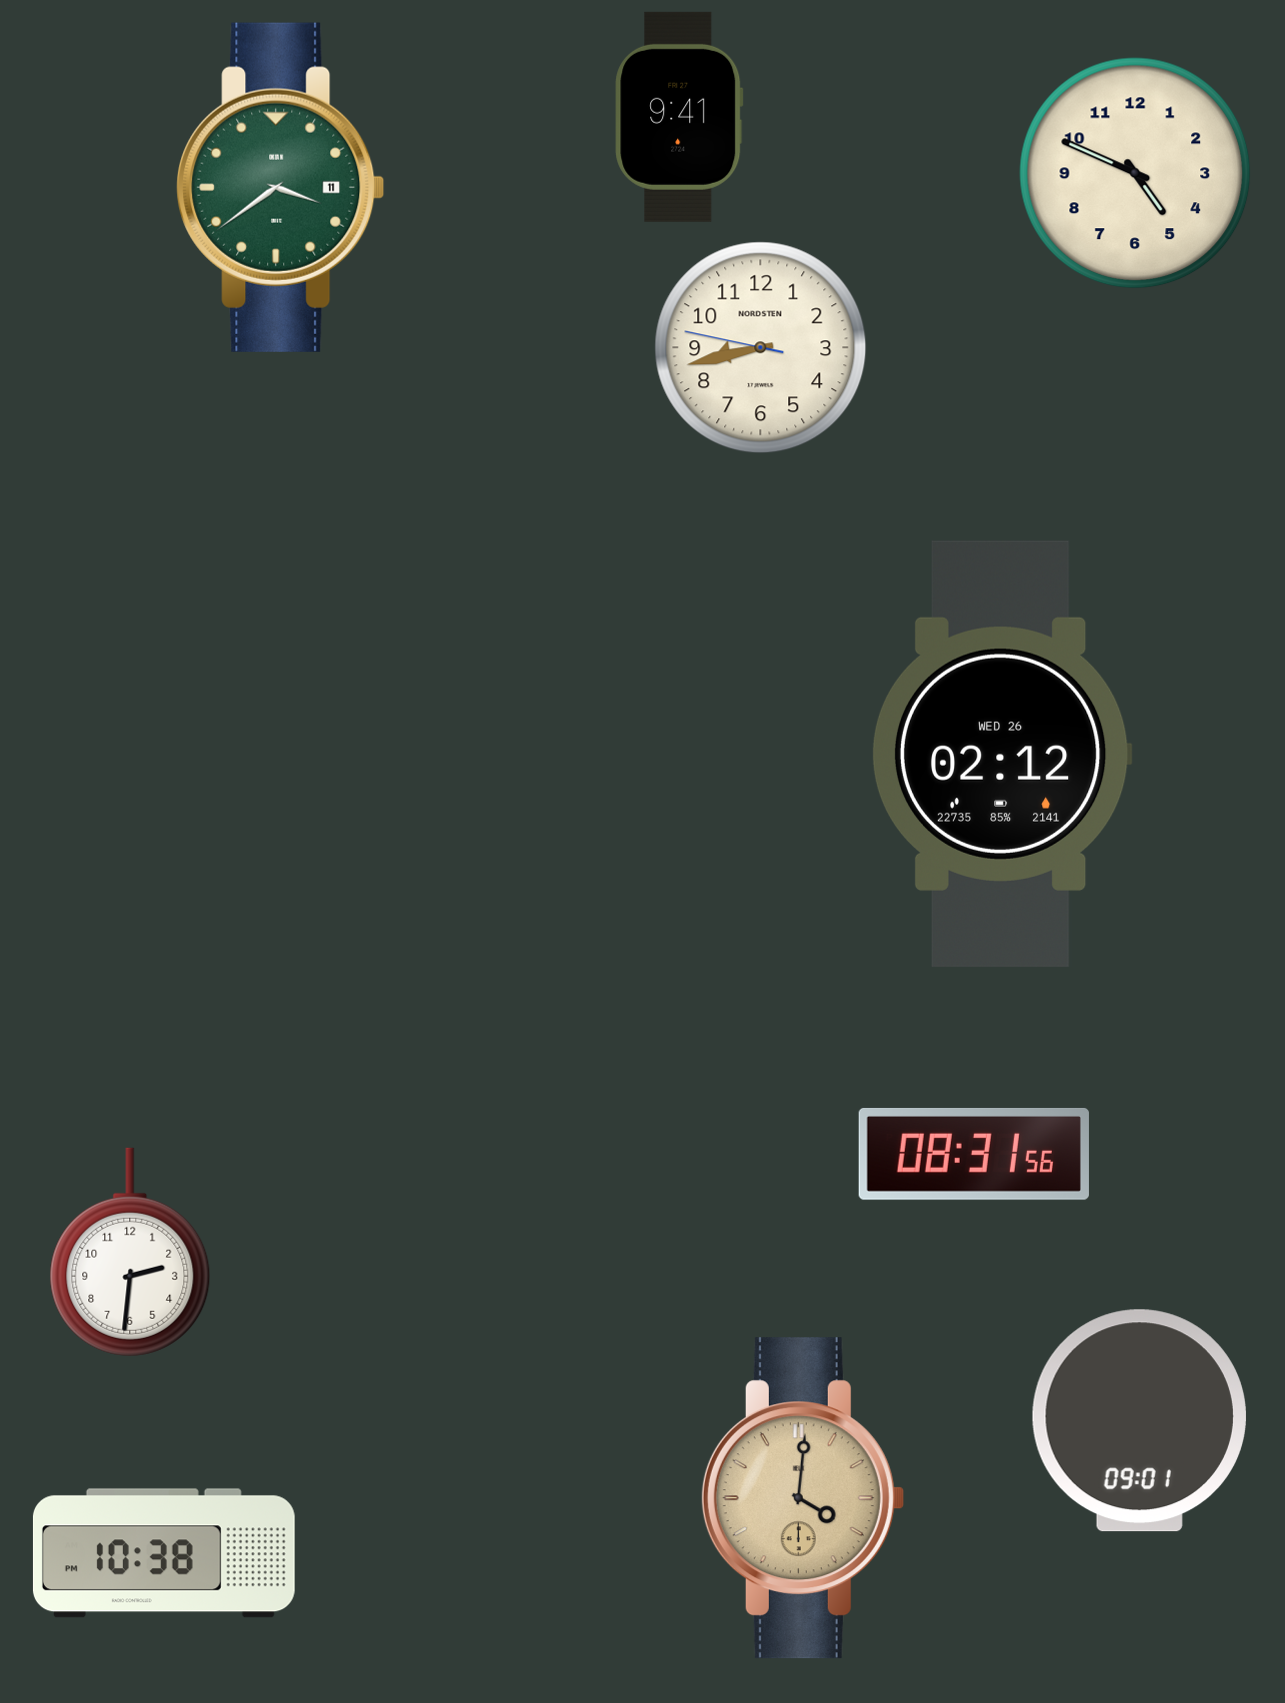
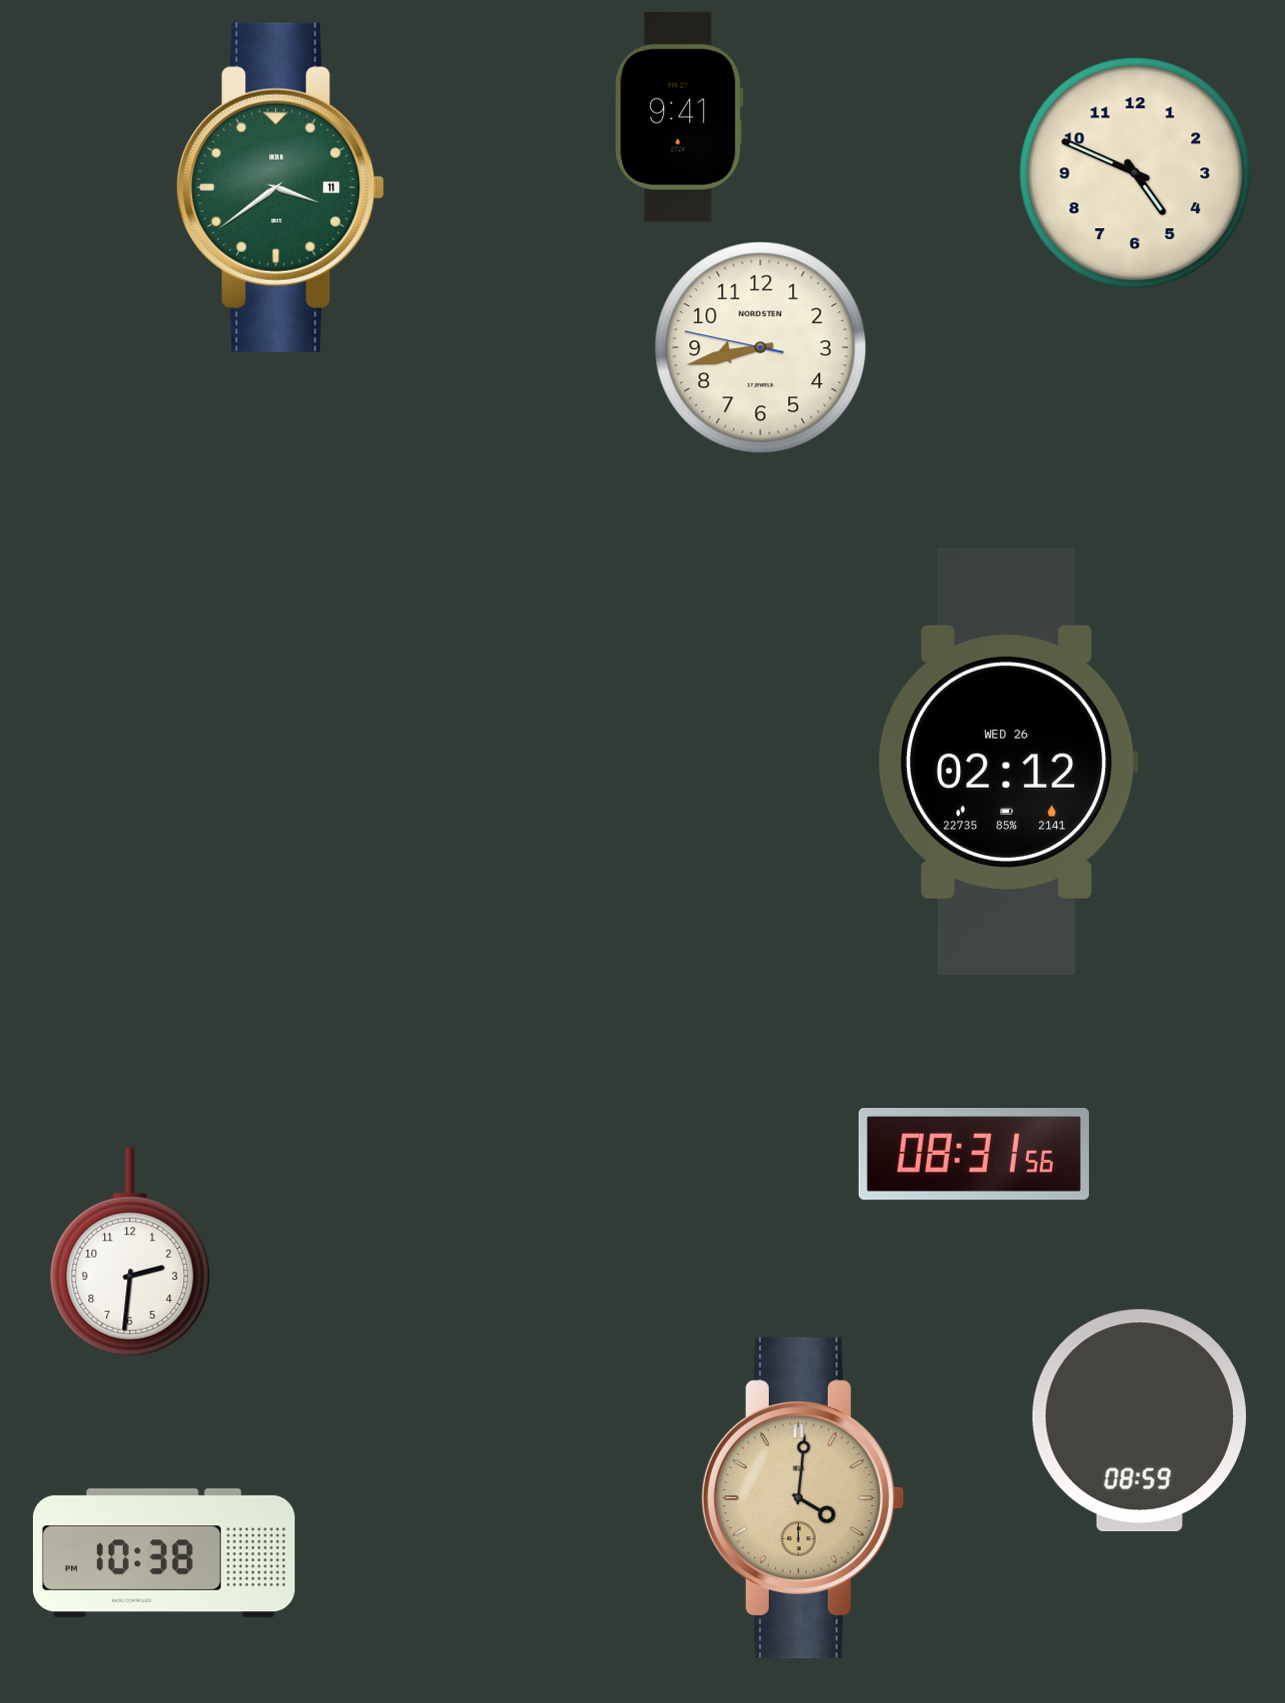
clock at (1002, 754) position: (1002, 754) -> (1008, 762)
clock at (1139, 1421): 09:01 -> 08:59
